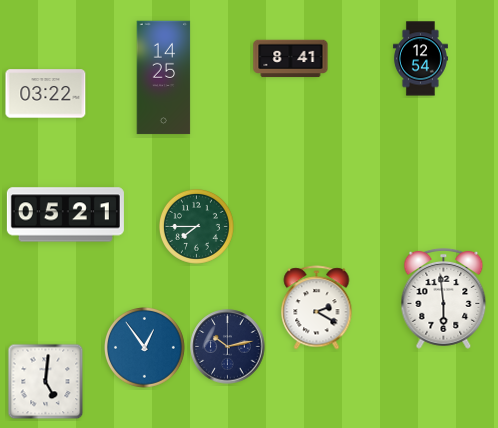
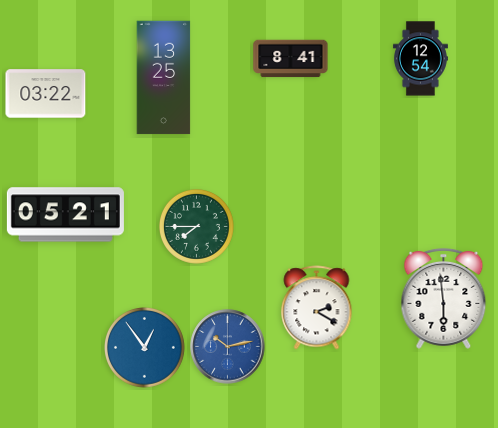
clock at (164, 78): 14:25 -> 13:25
clock at (228, 347) dial: navy -> blue
clock at (46, 382): 5:01 -> none
